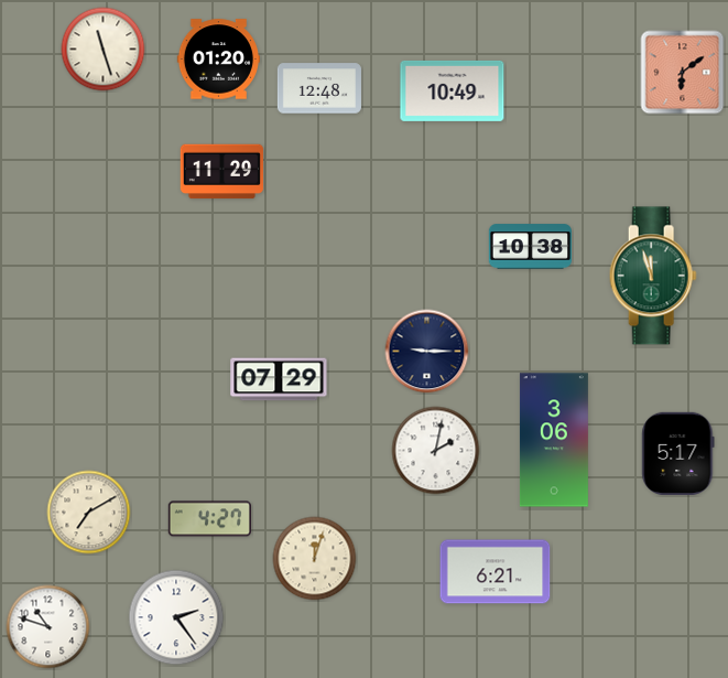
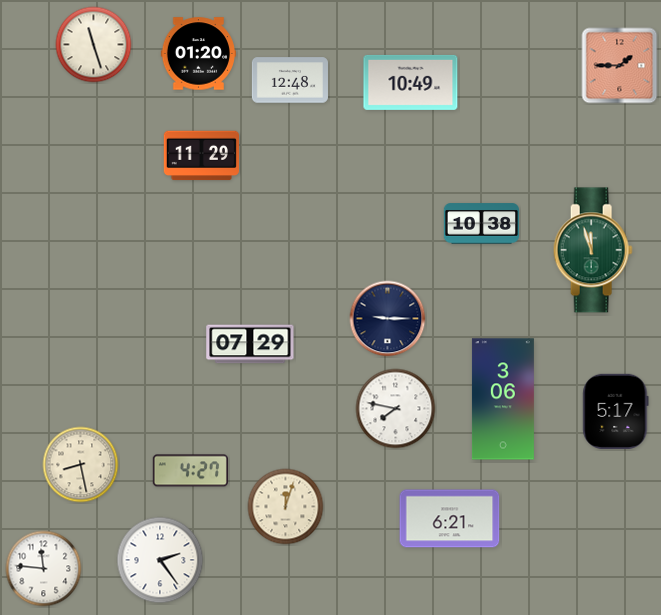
clock at (683, 73): 6:09 -> 1:45
clock at (279, 379) position: (279, 379) -> (250, 344)
clock at (436, 451): 2:02 -> 7:47
clock at (89, 513): 7:10 -> 8:28
clock at (48, 627): 10:48 -> 11:46
